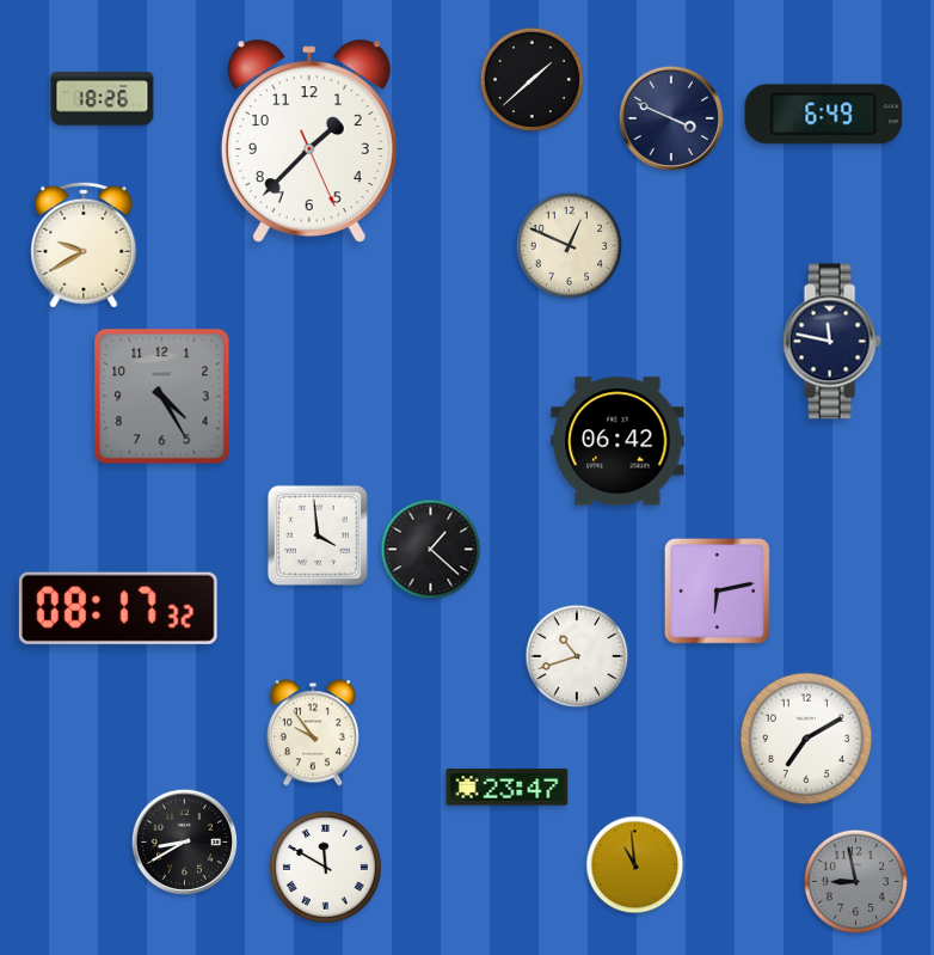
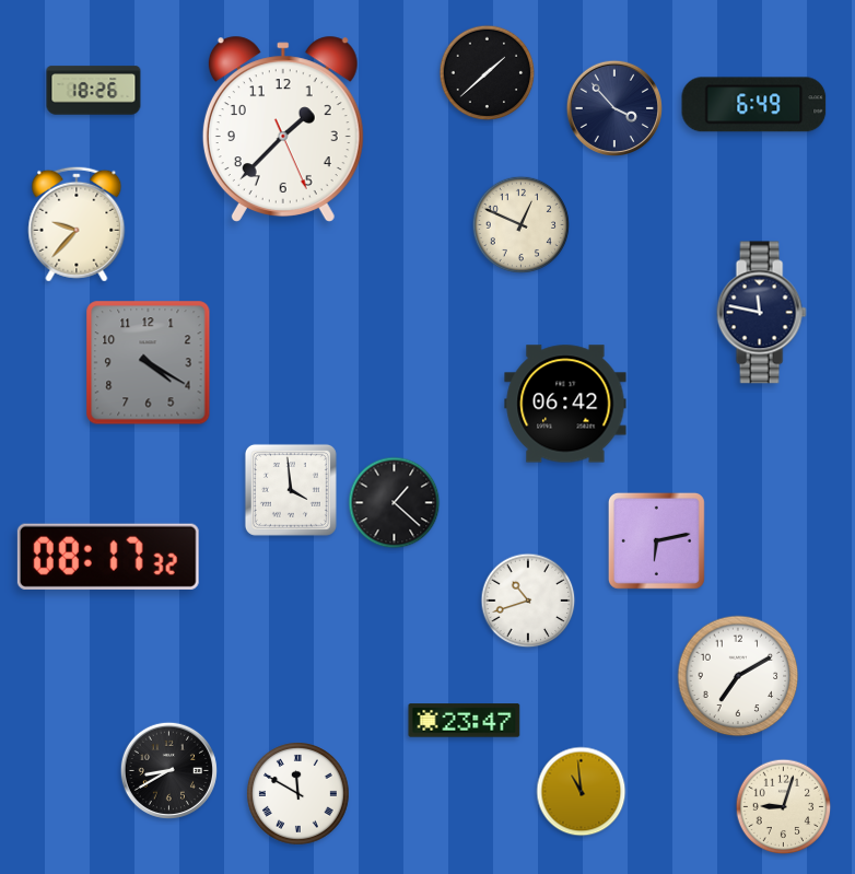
clock at (670, 117): 3:49 -> 3:53
clock at (84, 245): 9:40 -> 9:37
clock at (162, 397): 4:25 -> 4:20
clock at (313, 733): 9:54 -> none
clock at (856, 882): 8:58 -> 9:03
clock at (856, 882) dial: grey -> cream
